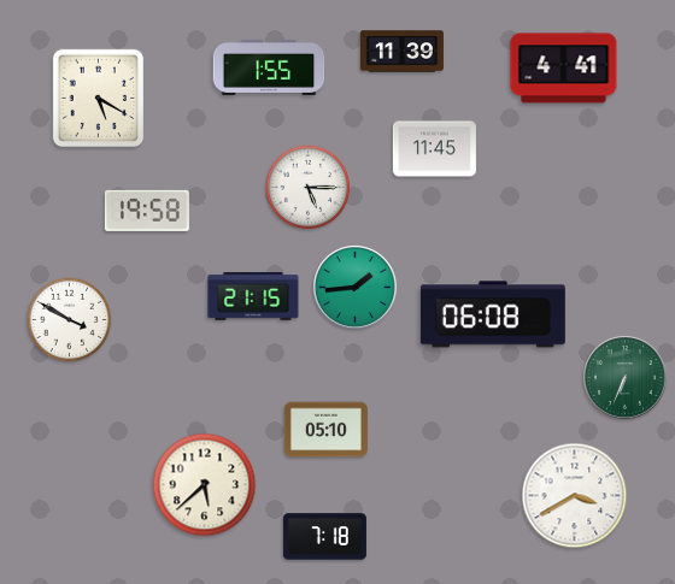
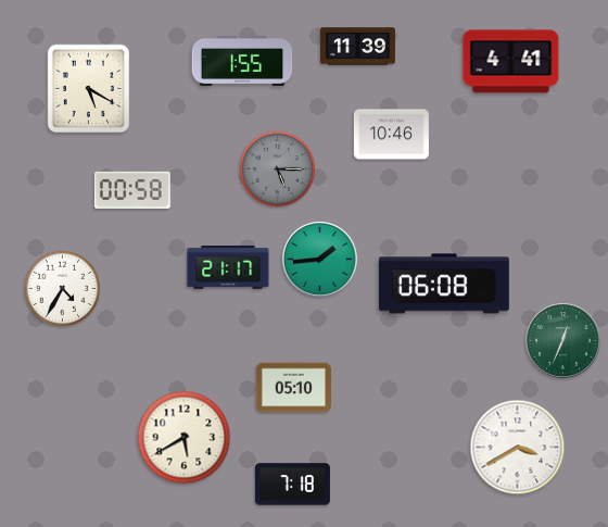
clock at (401, 52) position: (401, 52) -> (357, 47)
clock at (564, 69) position: (564, 69) -> (511, 62)
clock at (434, 149): 11:45 -> 10:46
clock at (309, 188) dial: white -> grey
clock at (147, 211): 19:58 -> 00:58
clock at (253, 297): 21:15 -> 21:17
clock at (70, 320): 3:50 -> 4:35
clock at (626, 378): 6:34 -> 12:34
clock at (205, 485): 5:38 -> 5:40
